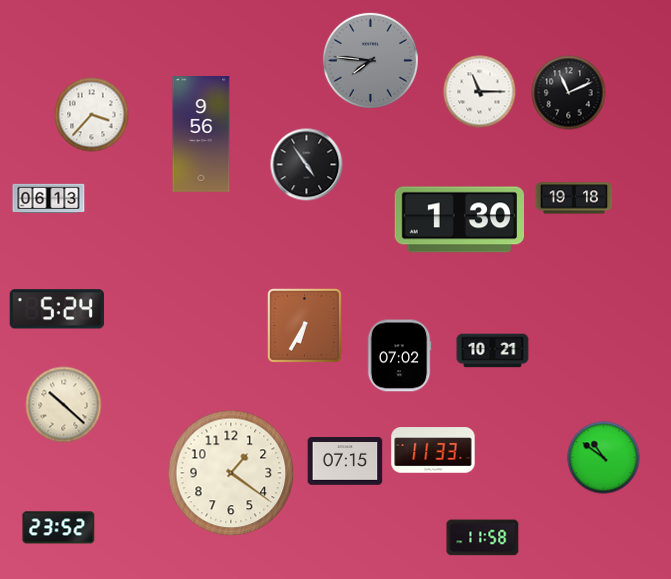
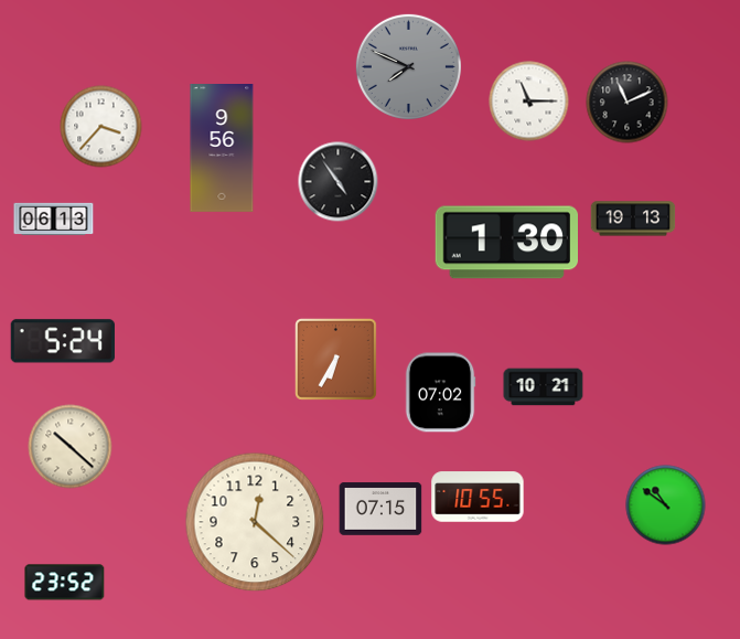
clock at (370, 60): 7:46 -> 7:49
clock at (574, 198): 19:18 -> 19:13
clock at (433, 450): 11:33 -> 10:55
clock at (231, 473): 1:21 -> 12:22
clock at (483, 538): 11:58 -> none
